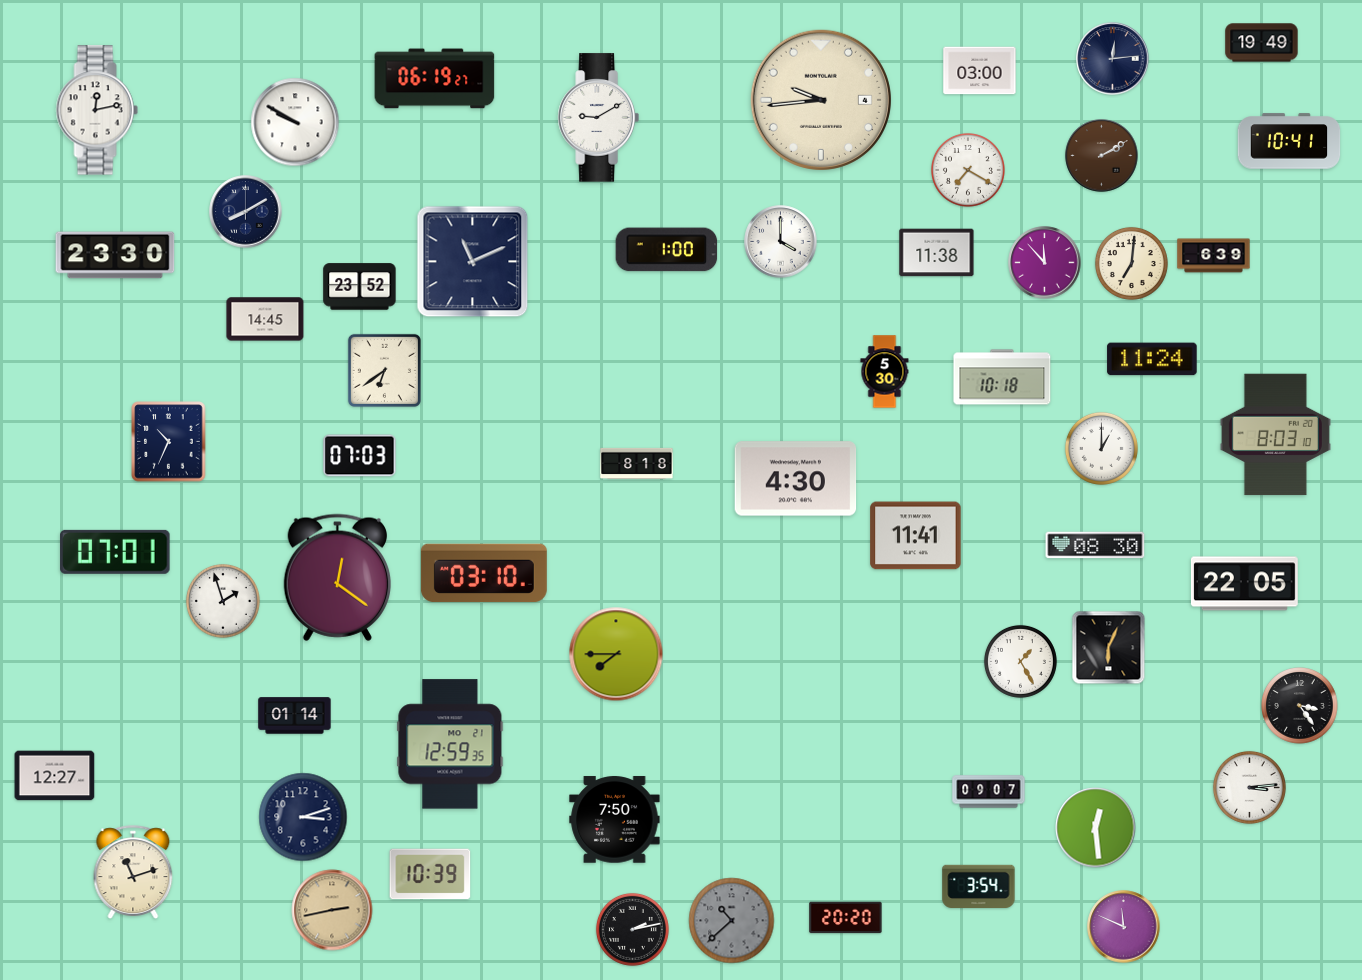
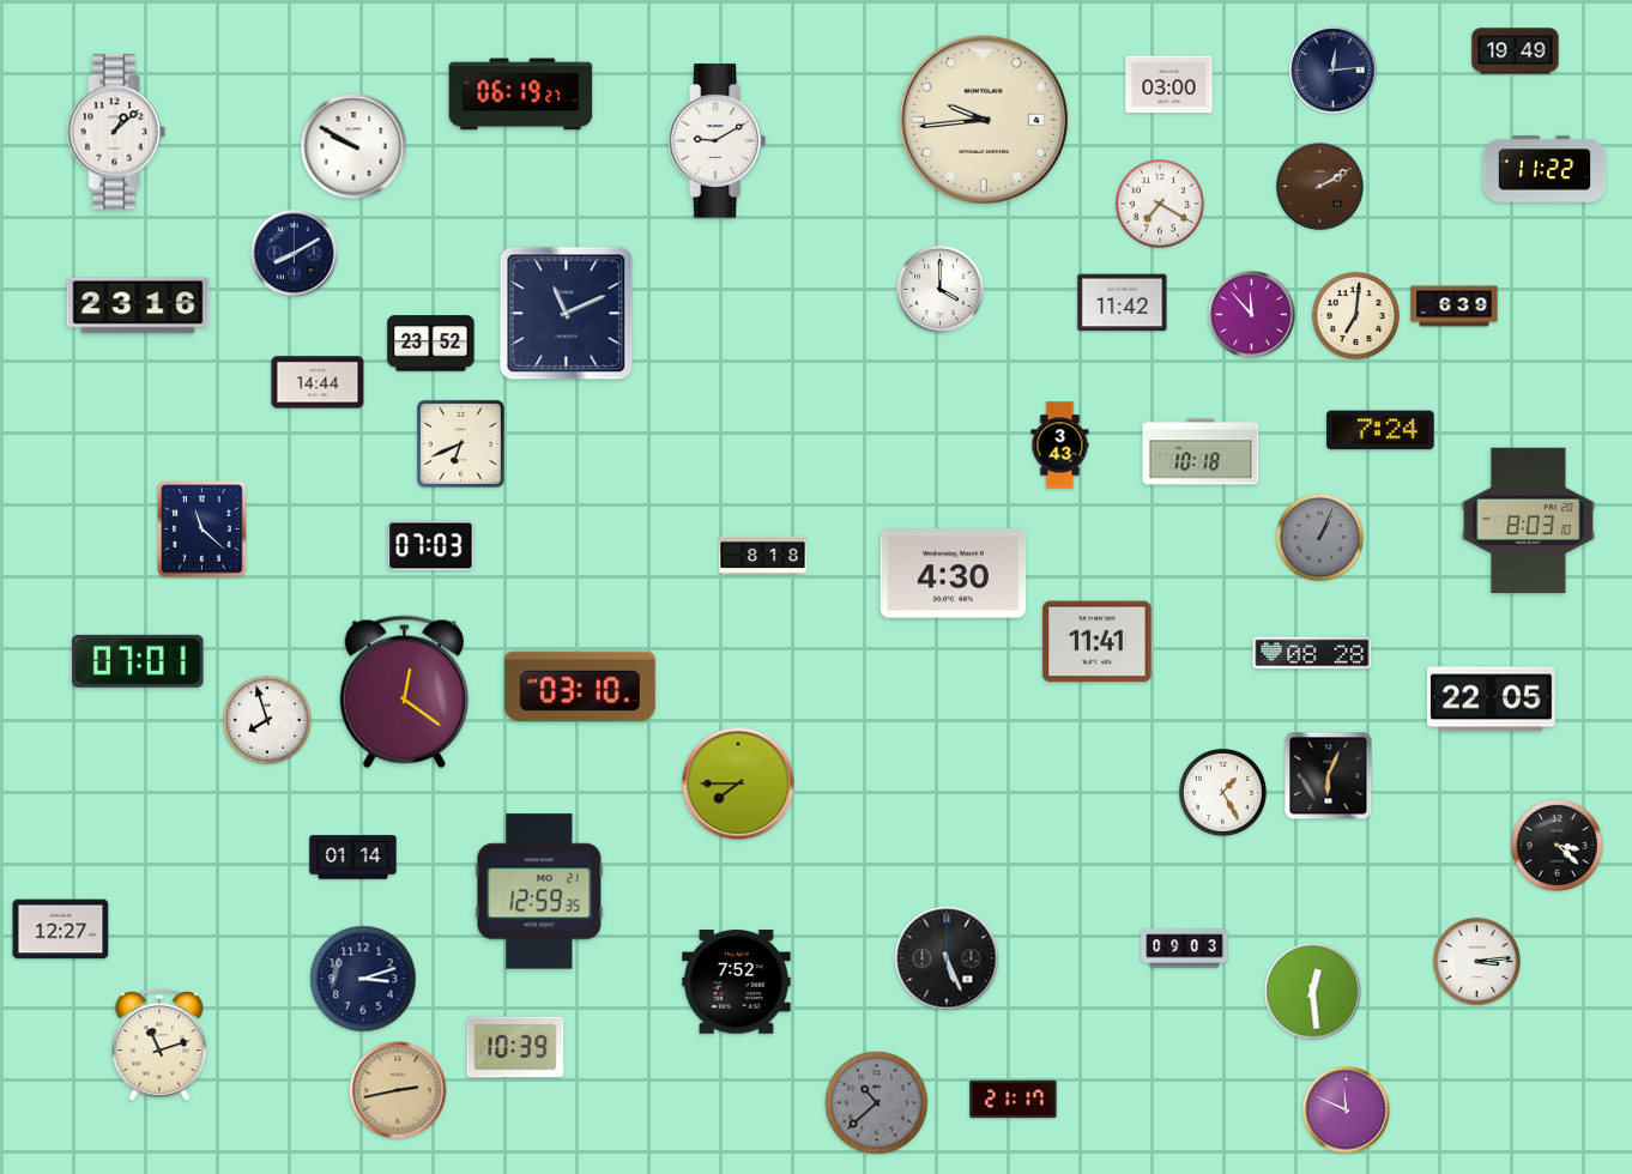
clock at (1262, 43) position: (1262, 43) -> (1516, 52)
clock at (980, 71) position: (980, 71) -> (1169, 85)
clock at (97, 110): 12:13 -> 1:08
clock at (1289, 141): 10:41 -> 11:22
clock at (781, 242) position: (781, 242) -> (941, 290)
clock at (667, 250): 1:00 -> none
clock at (937, 253): 11:38 -> 11:42
clock at (115, 255): 23:30 -> 23:16
clock at (265, 319): 14:45 -> 14:44
clock at (1152, 359): 11:24 -> 7:24
clock at (384, 370): 6:39 -> 6:41
clock at (885, 372): 5:30 -> 3:43
clock at (169, 442): 10:34 -> 11:22
clock at (1101, 448): 1:00 -> 1:04
clock at (1101, 448) dial: white -> grey
clock at (1095, 545): 08:30 -> 08:28
clock at (223, 601): 1:57 -> 7:57
clock at (1300, 706): 3:24 -> 3:22
clock at (55, 776) position: (55, 776) -> (61, 930)
clock at (1249, 787) position: (1249, 787) -> (1476, 961)
clock at (989, 792): 09:07 -> 09:03
clock at (947, 958): none -> 5:26
clock at (615, 820): 7:50 -> 7:52
clock at (979, 887): 3:54 -> none
clock at (846, 918): 20:20 -> 21:17
clock at (632, 929): 2:13 -> none
